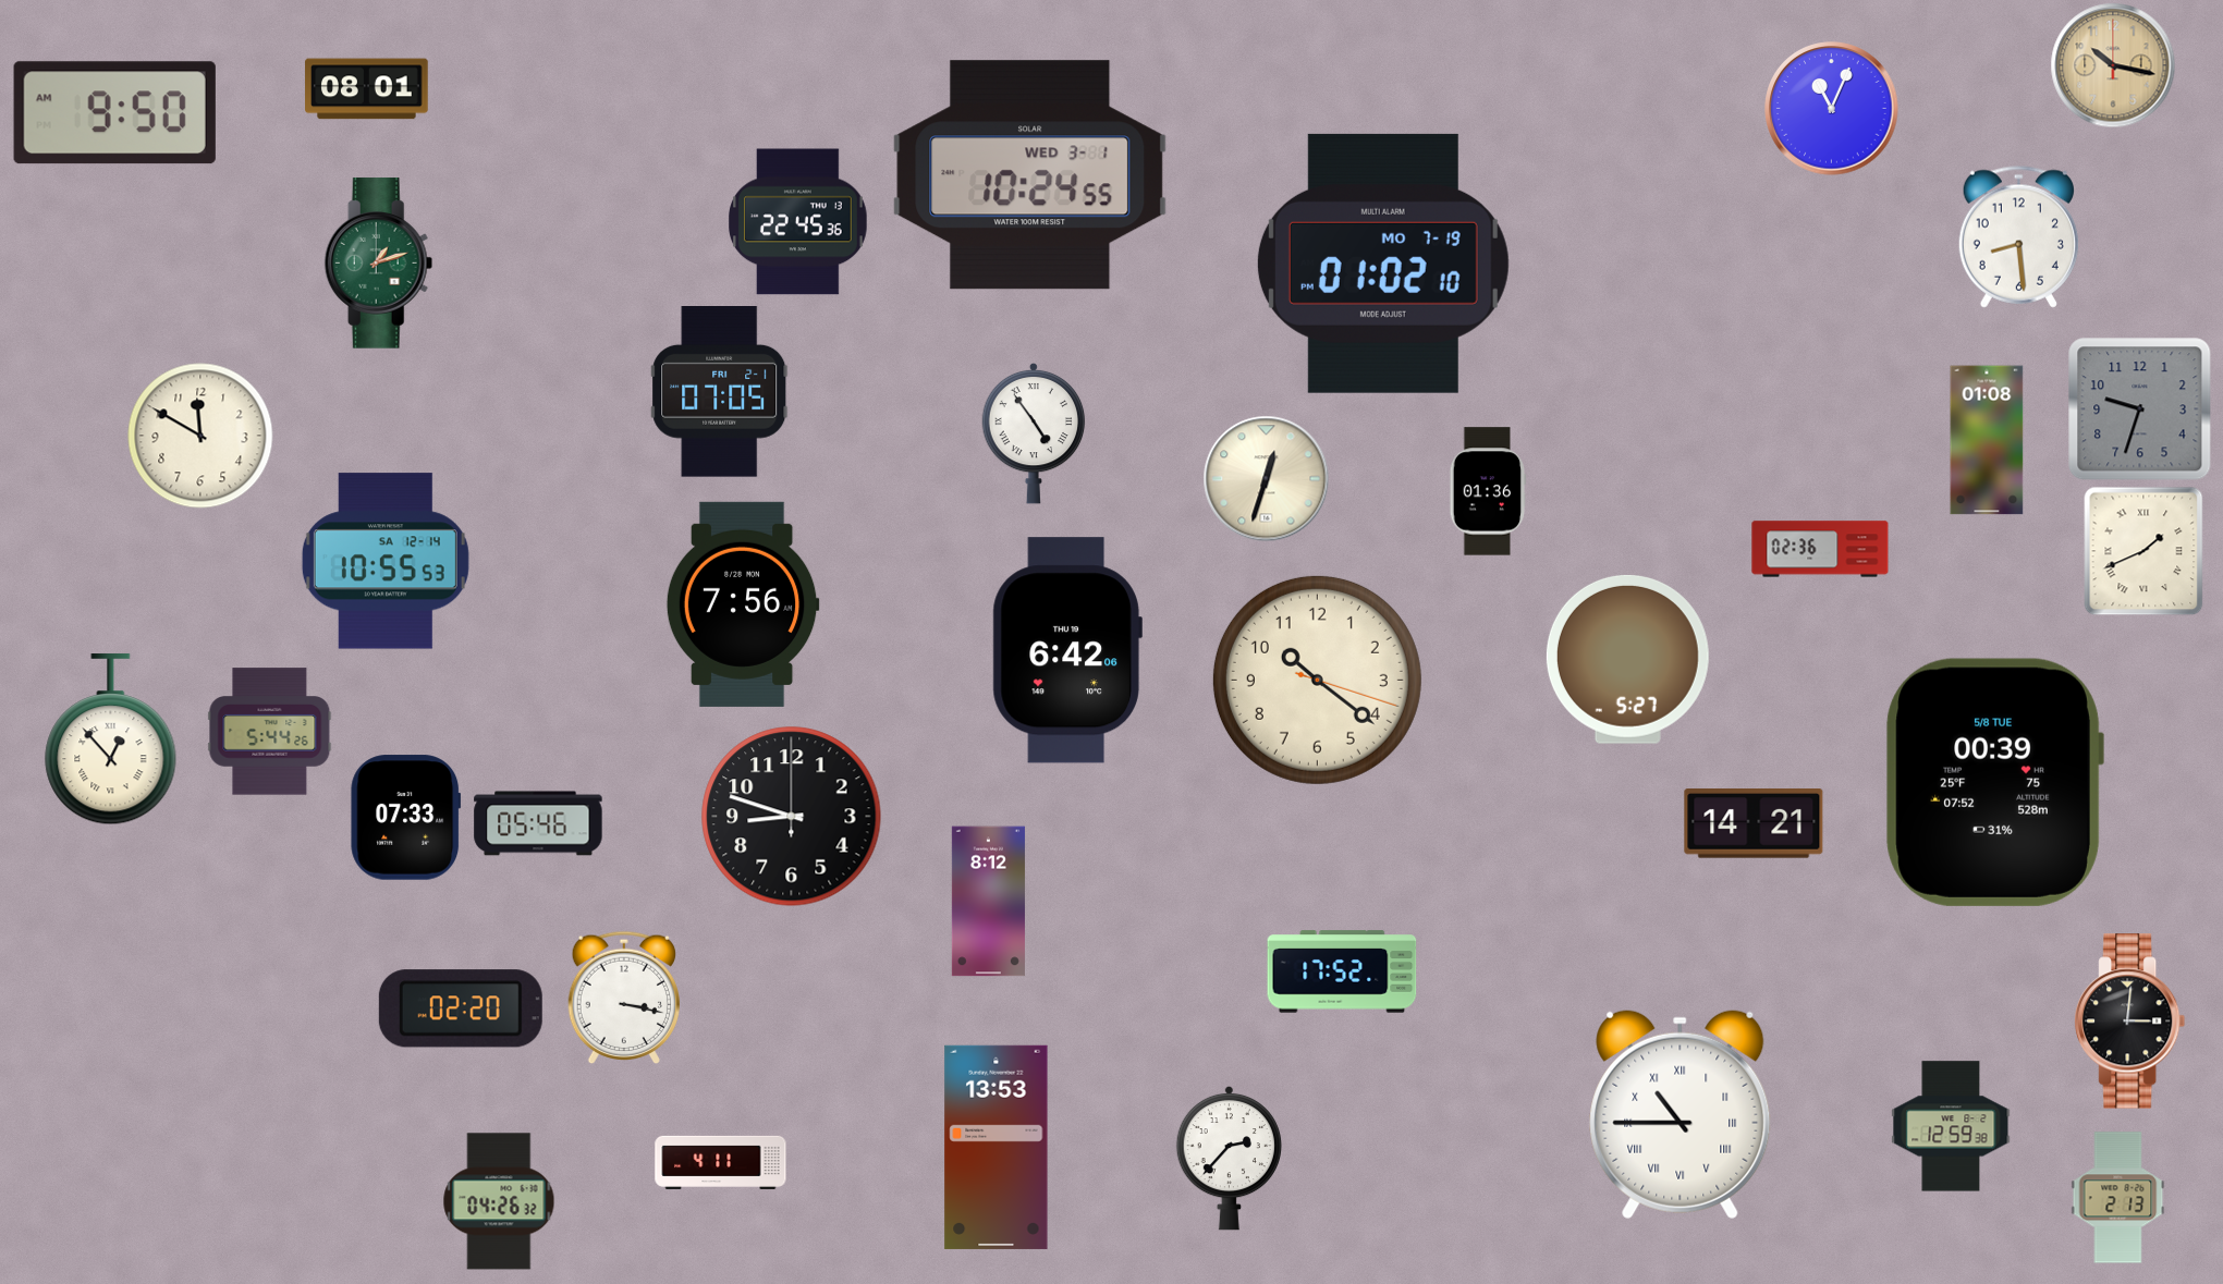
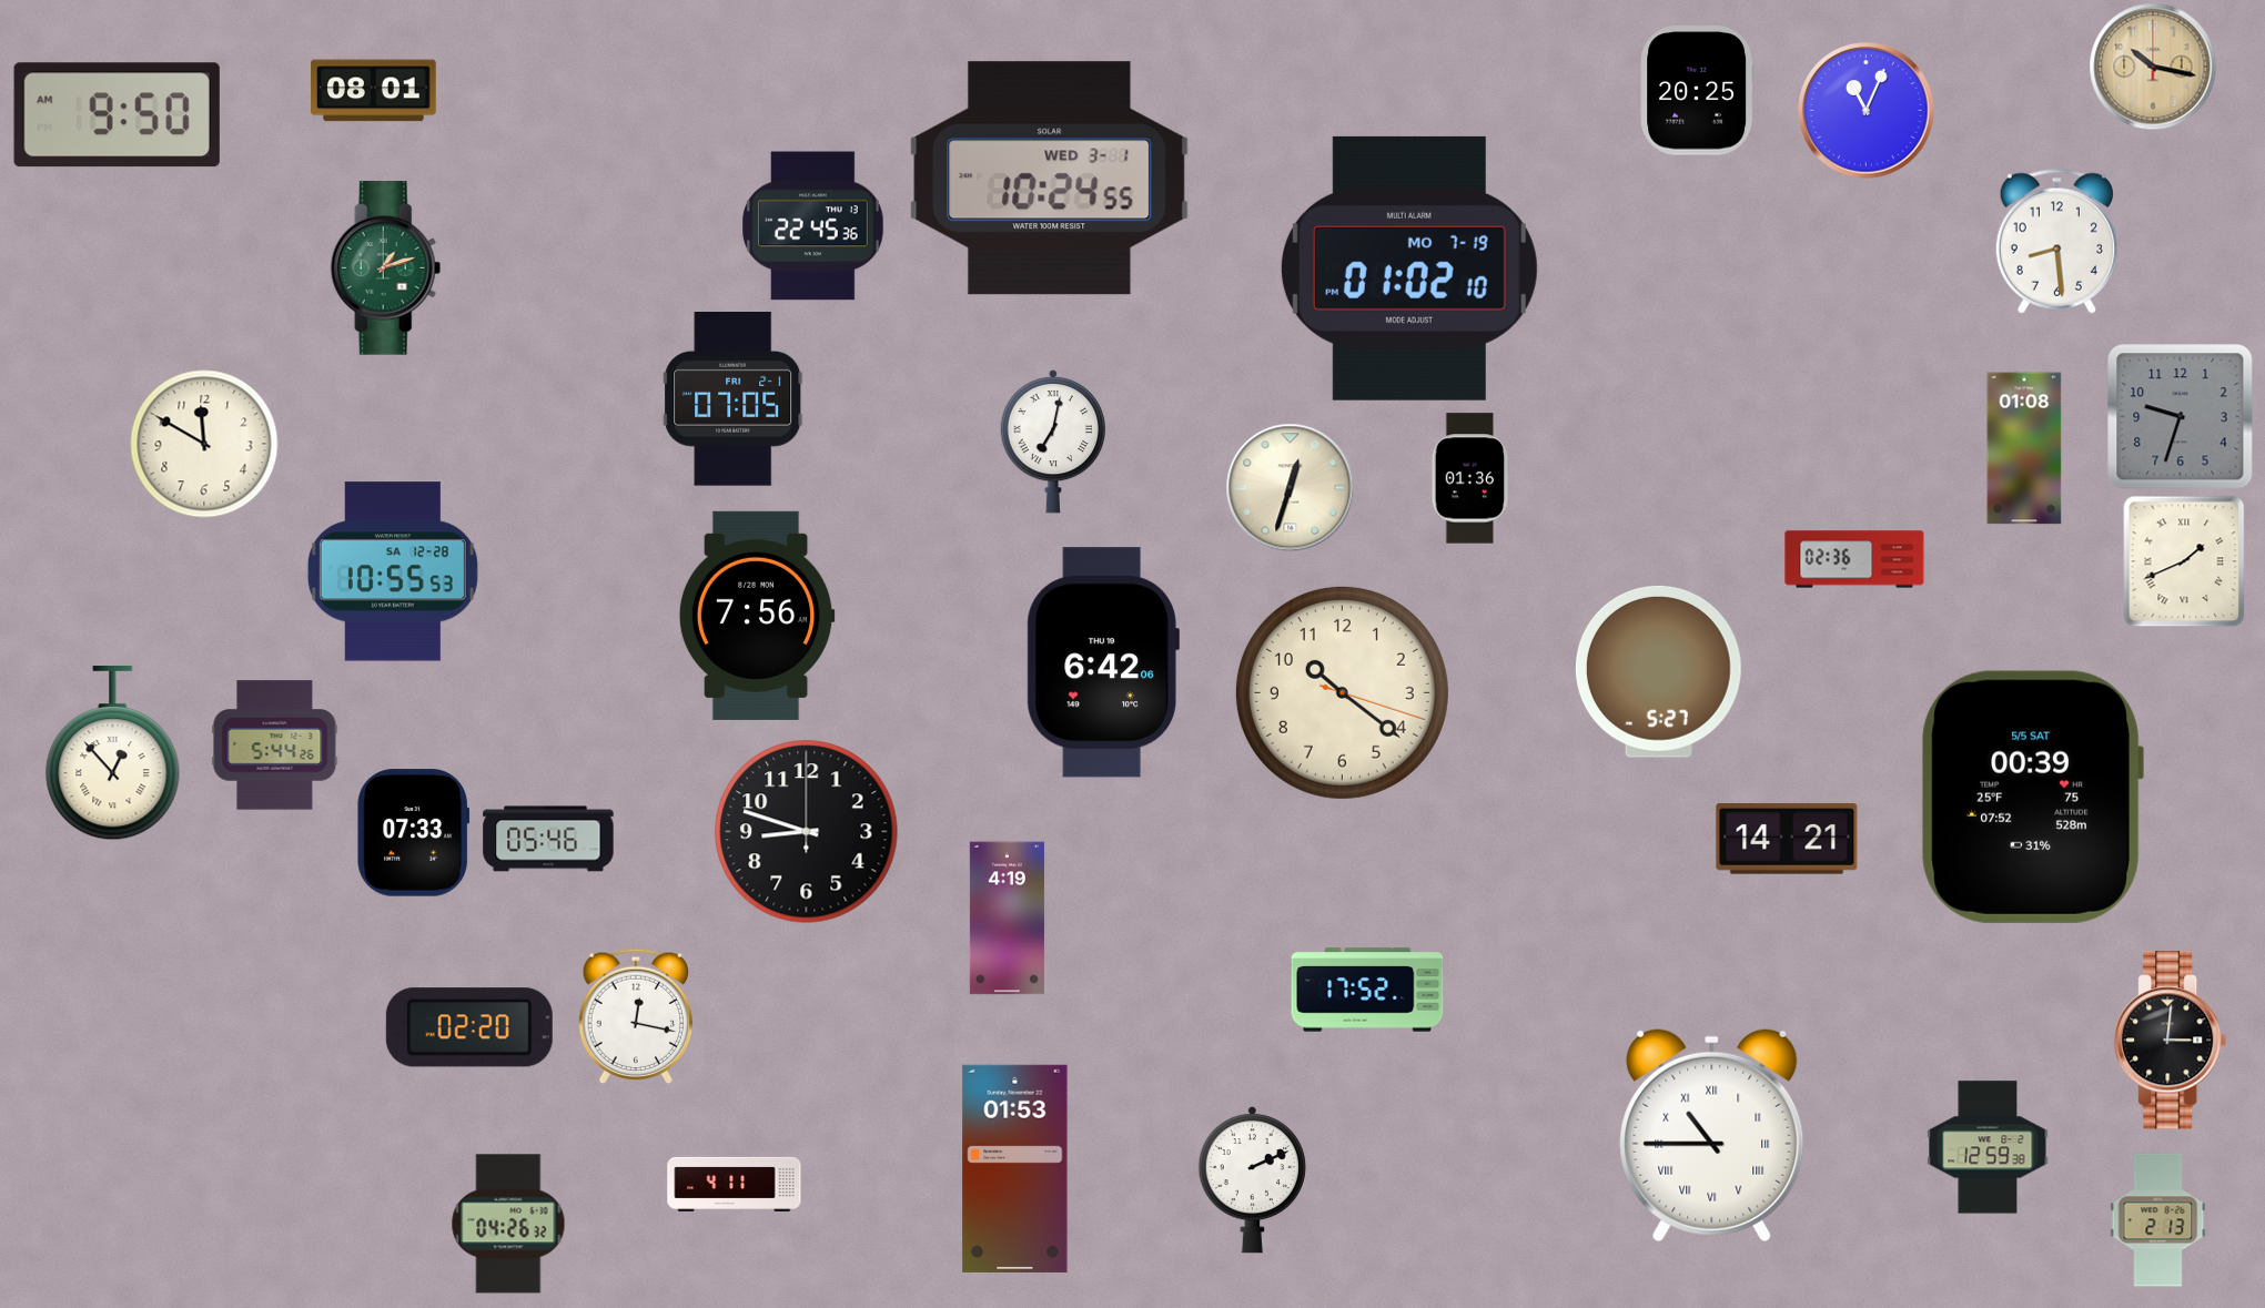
clock at (1697, 91): none -> 20:25
clock at (1034, 433): 4:54 -> 7:02
clock at (1488, 491) position: (1488, 491) -> (1470, 478)
clock at (386, 561) date: SA 12-14 -> SA 12-28
clock at (1067, 650) position: (1067, 650) -> (1103, 662)
clock at (1994, 782) date: 5/8 TUE -> 5/5 SAT
clock at (988, 902): 8:12 -> 4:19
clock at (623, 998): 3:17 -> 12:17
clock at (997, 1147): 13:53 -> 01:53
clock at (1229, 1158): 2:37 -> 2:11
